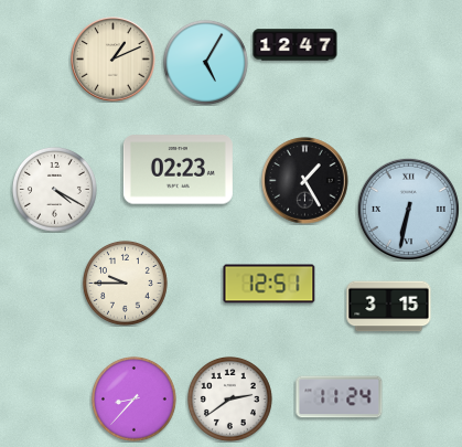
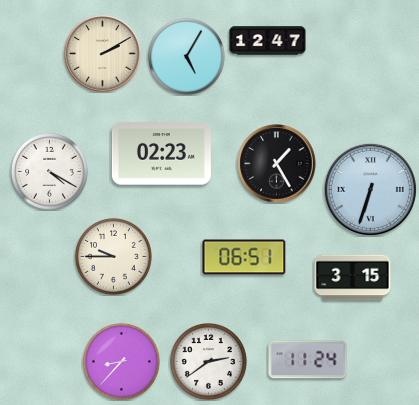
clock at (114, 60): 1:11 -> 2:10
clock at (408, 209): 6:32 -> 6:33
clock at (269, 284): 12:51 -> 06:51
